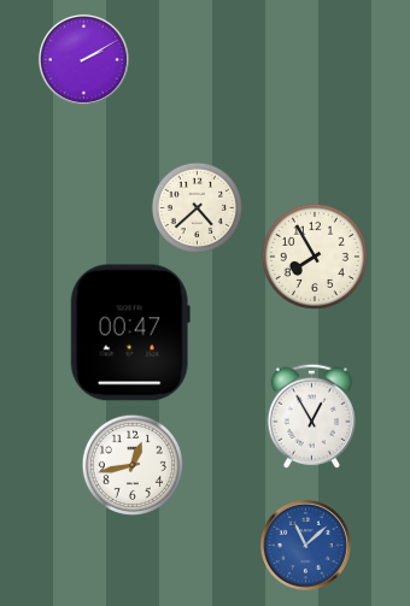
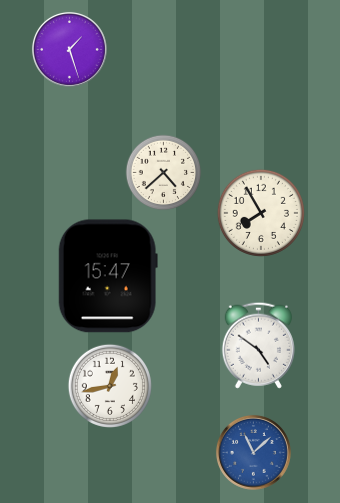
clock at (83, 59): 2:10 -> 1:27
clock at (130, 333): 00:47 -> 15:47
clock at (311, 416): 12:55 -> 4:51
